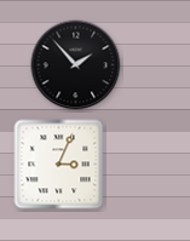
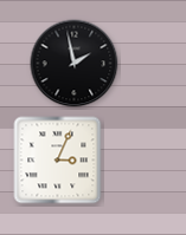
clock at (76, 65): 1:53 -> 1:58
